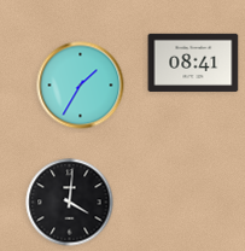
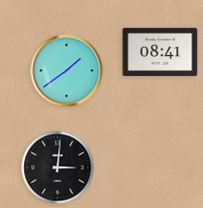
clock at (81, 86): 1:35 -> 1:39
clock at (70, 203): 4:01 -> 3:01
